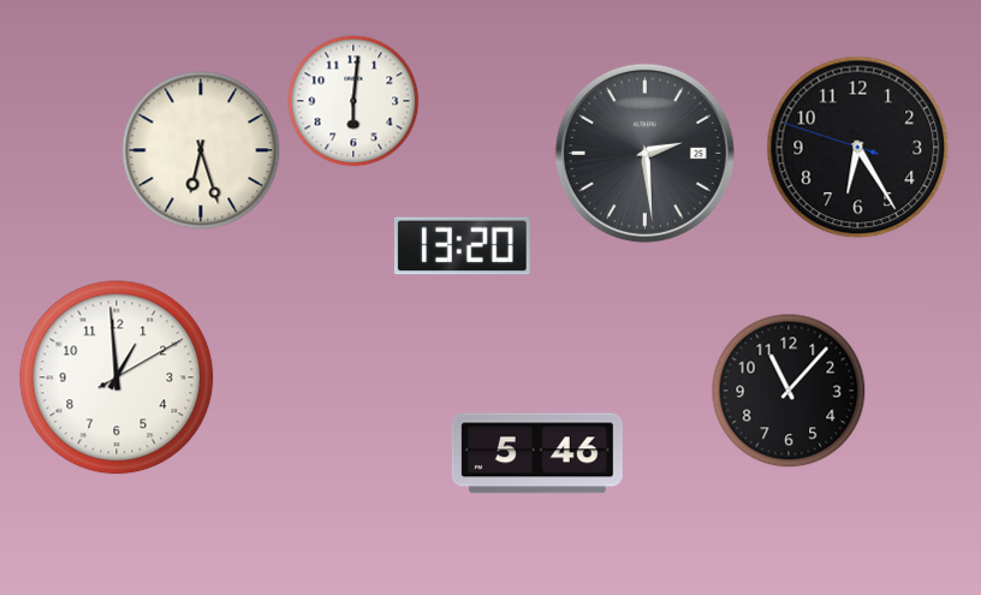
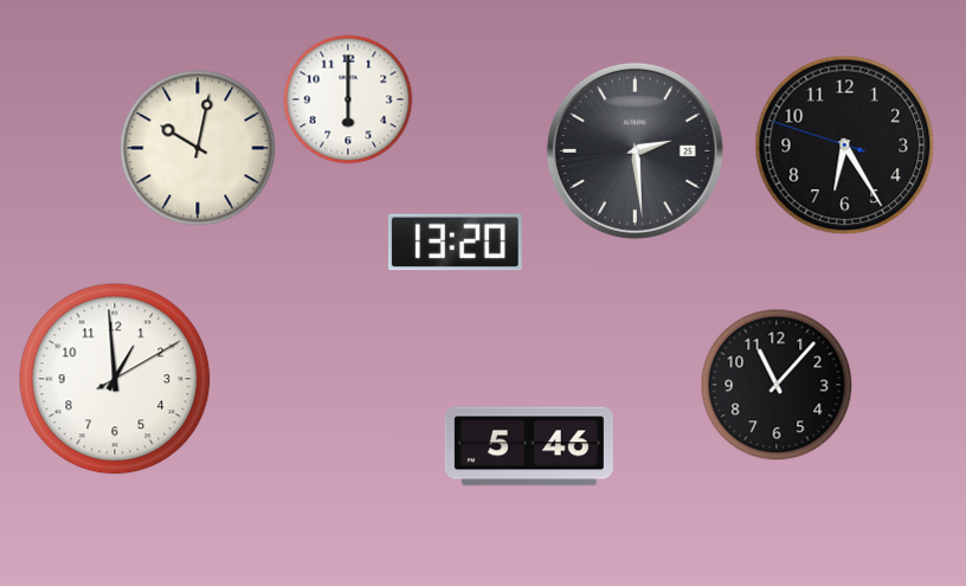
clock at (353, 101): 6:01 -> 6:00
clock at (201, 150): 6:27 -> 10:02
clock at (117, 377) position: (117, 377) -> (115, 379)
